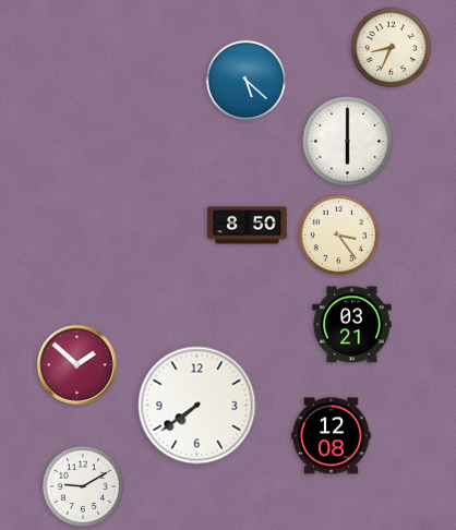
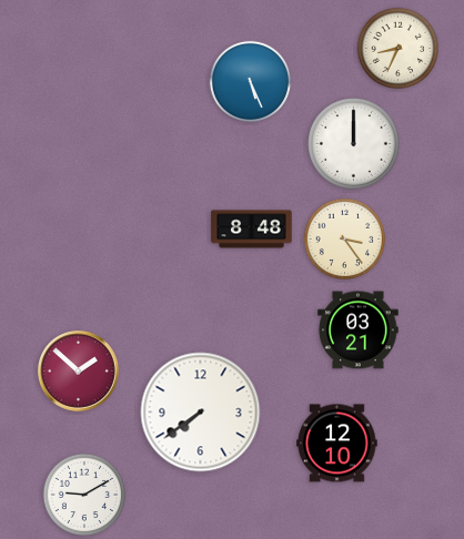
clock at (247, 81): 5:22 -> 5:26
clock at (348, 142): 6:00 -> 12:00
clock at (248, 226): 8:50 -> 8:48
clock at (332, 436): 12:08 -> 12:10
